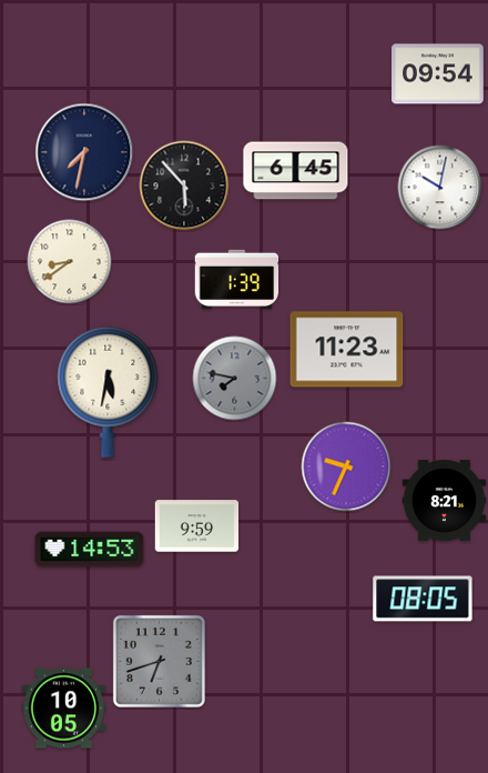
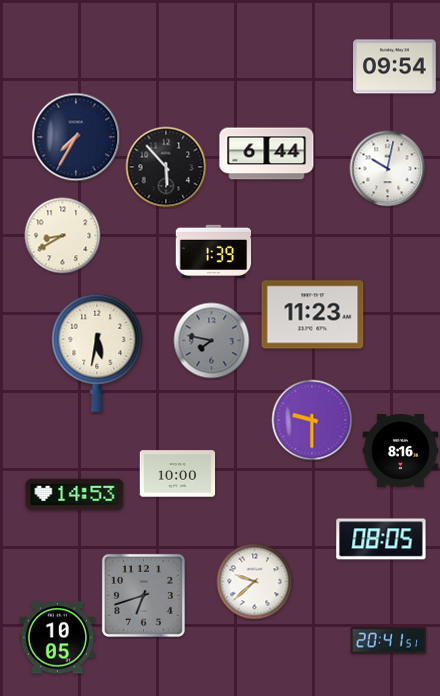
clock at (84, 152): 7:32 -> 7:35
clock at (296, 171): 6:45 -> 6:44
clock at (440, 188) position: (440, 188) -> (388, 169)
clock at (70, 262): 8:39 -> 8:40
clock at (346, 466): 9:34 -> 9:30
clock at (445, 501): 8:21 -> 8:16
clock at (197, 526): 9:59 -> 10:00
clock at (90, 550) position: (90, 550) -> (75, 495)
clock at (255, 582): none -> 9:38
clock at (389, 641): none -> 20:41
